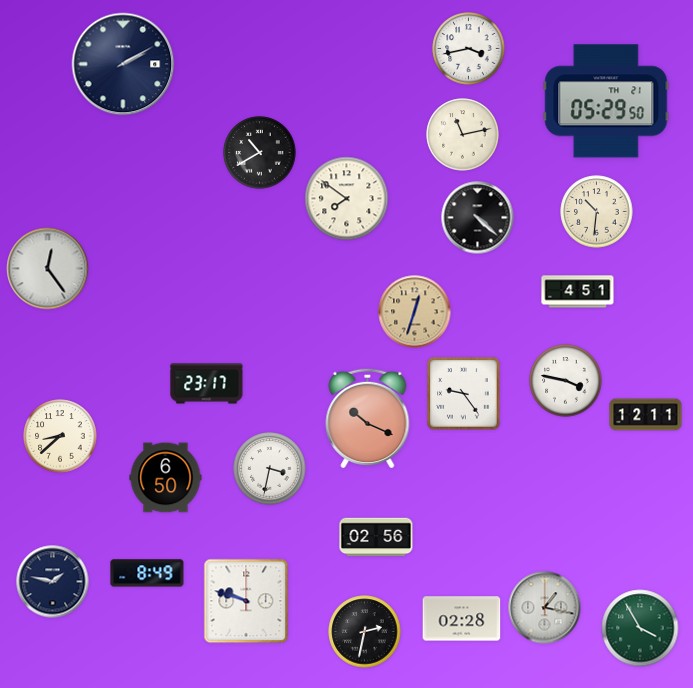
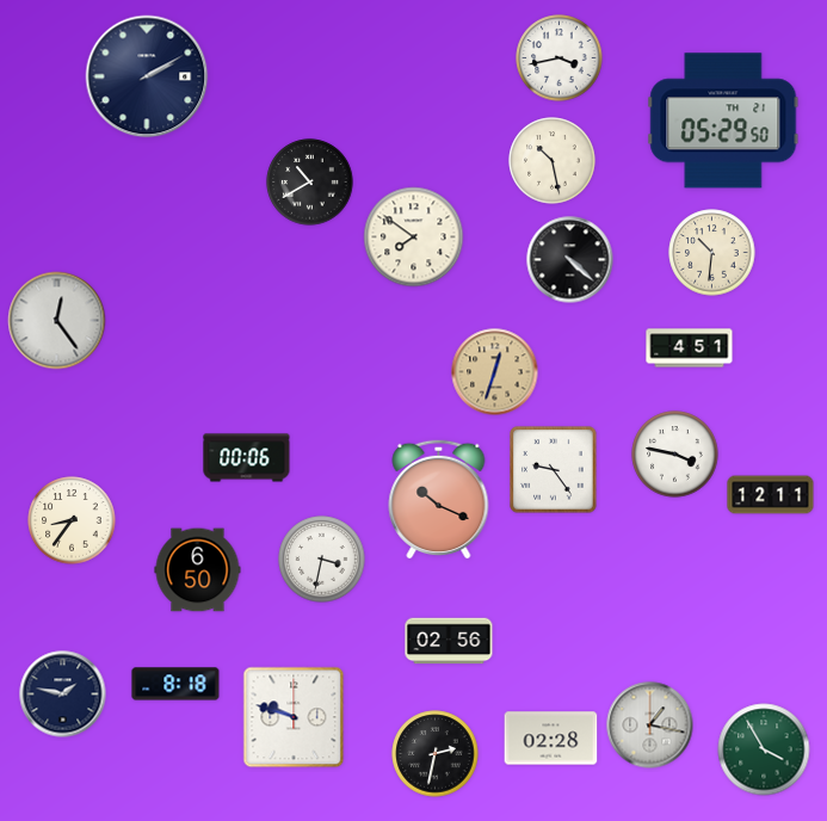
clock at (463, 135): 11:13 -> 10:28
clock at (207, 384): 23:17 -> 00:06
clock at (60, 436): 8:38 -> 8:36
clock at (147, 573): 8:49 -> 8:18
